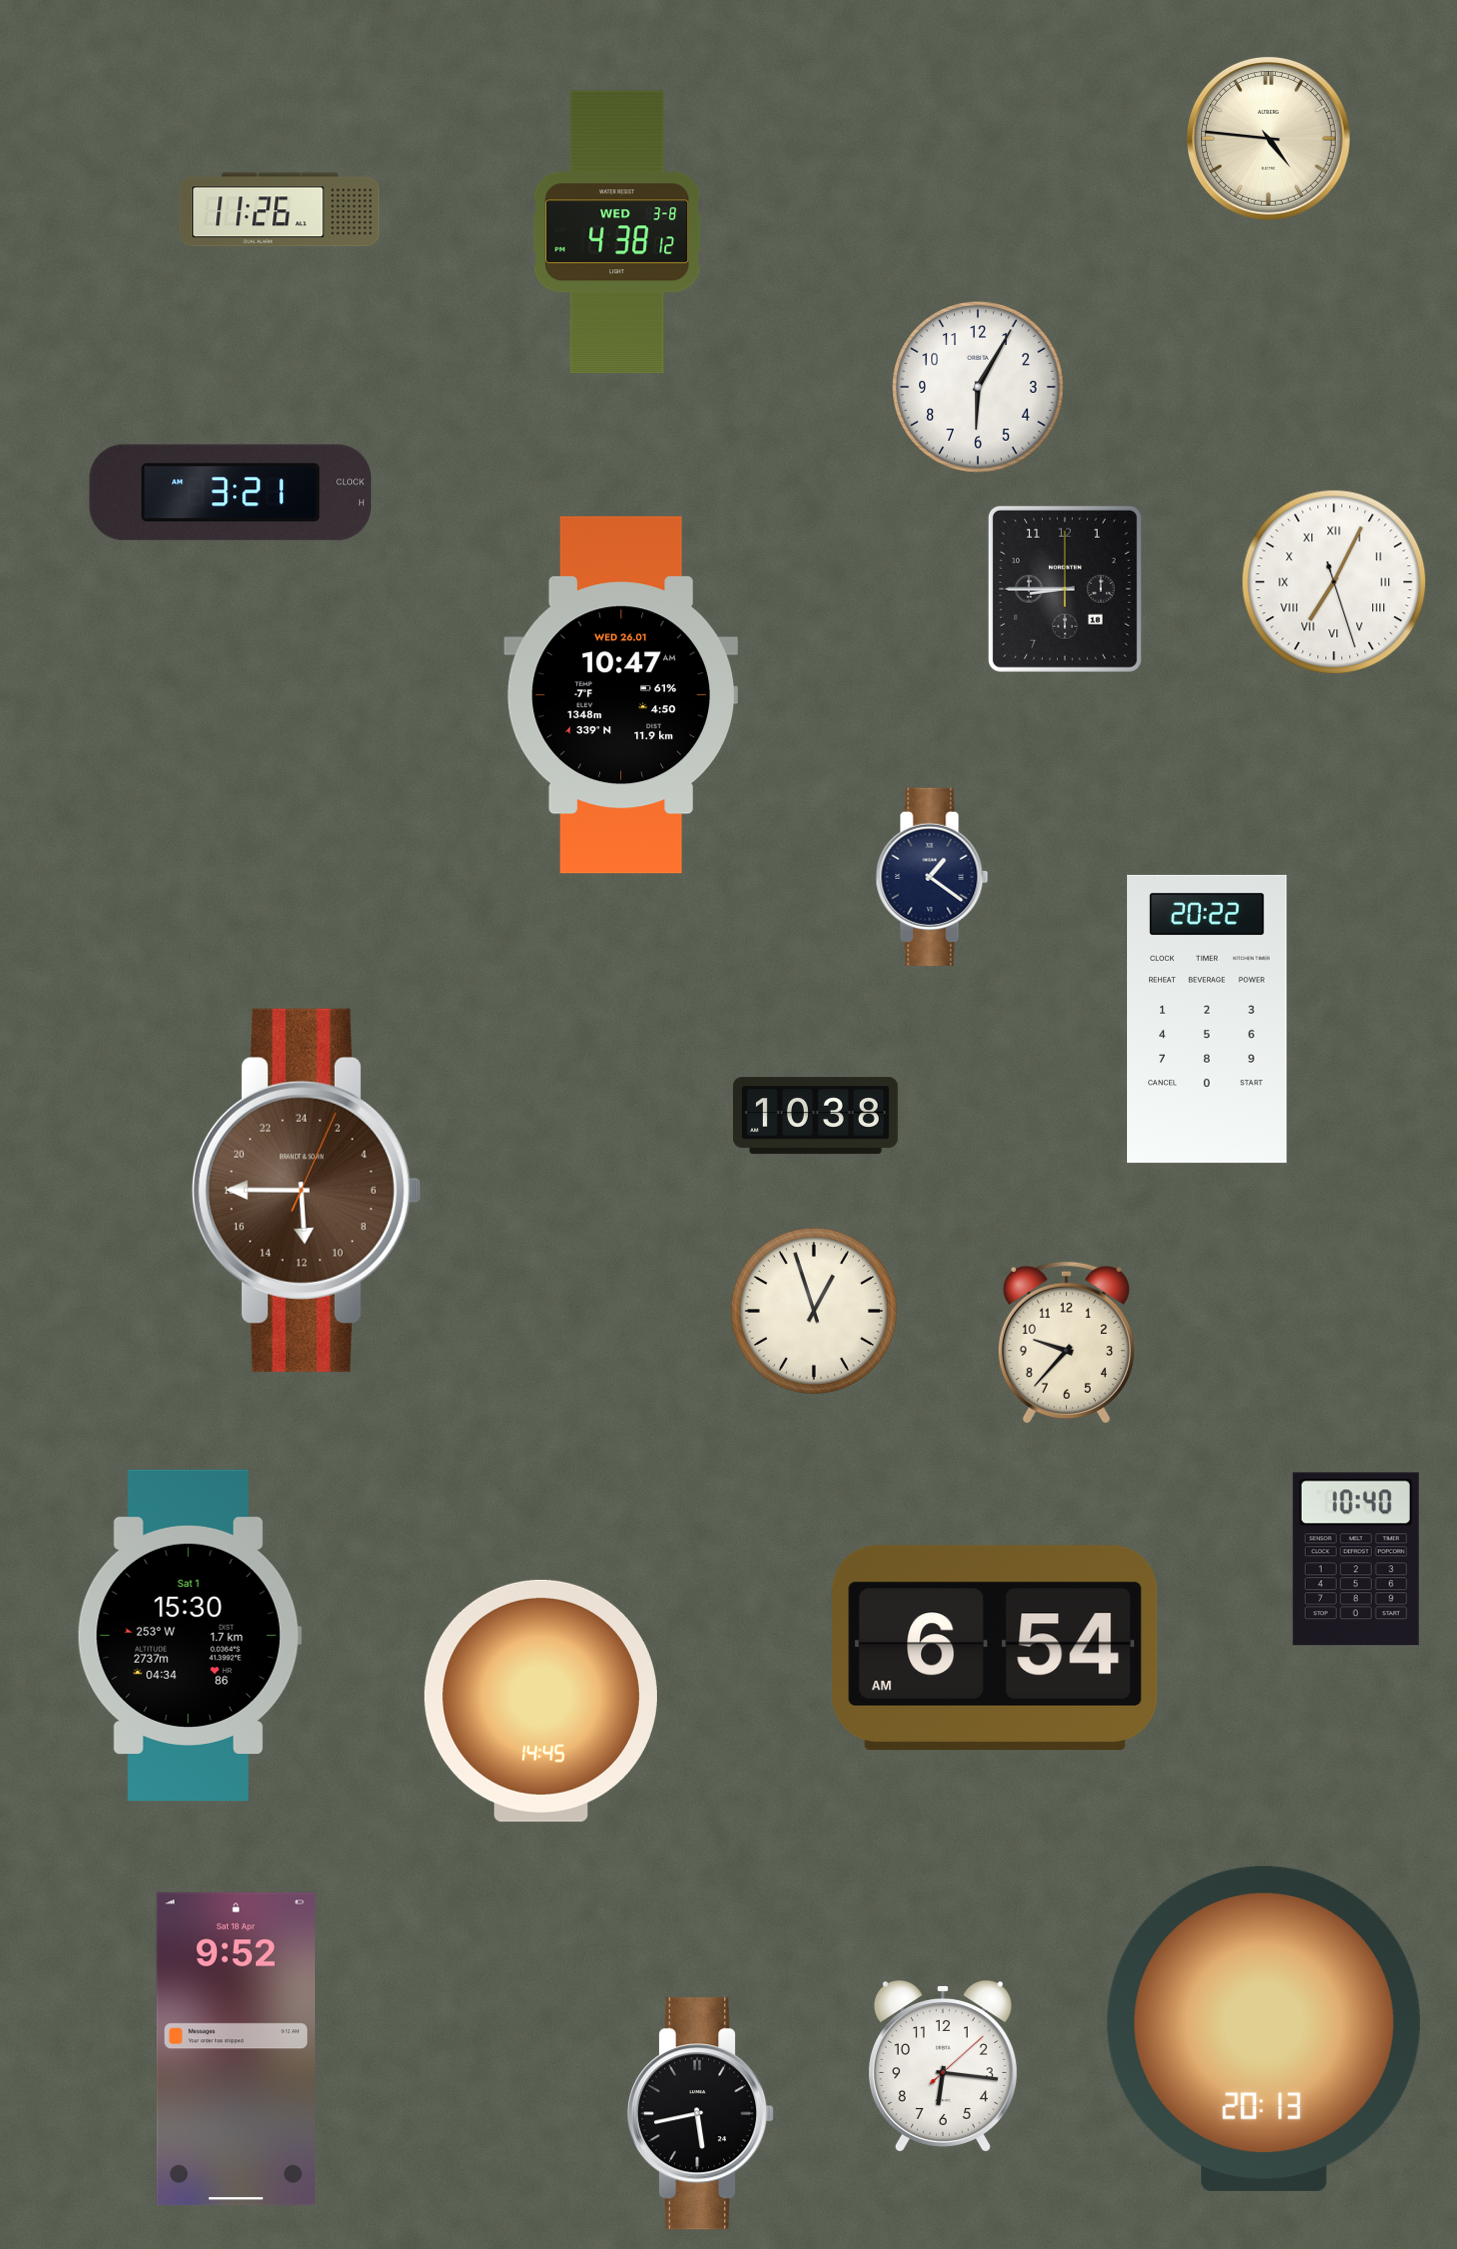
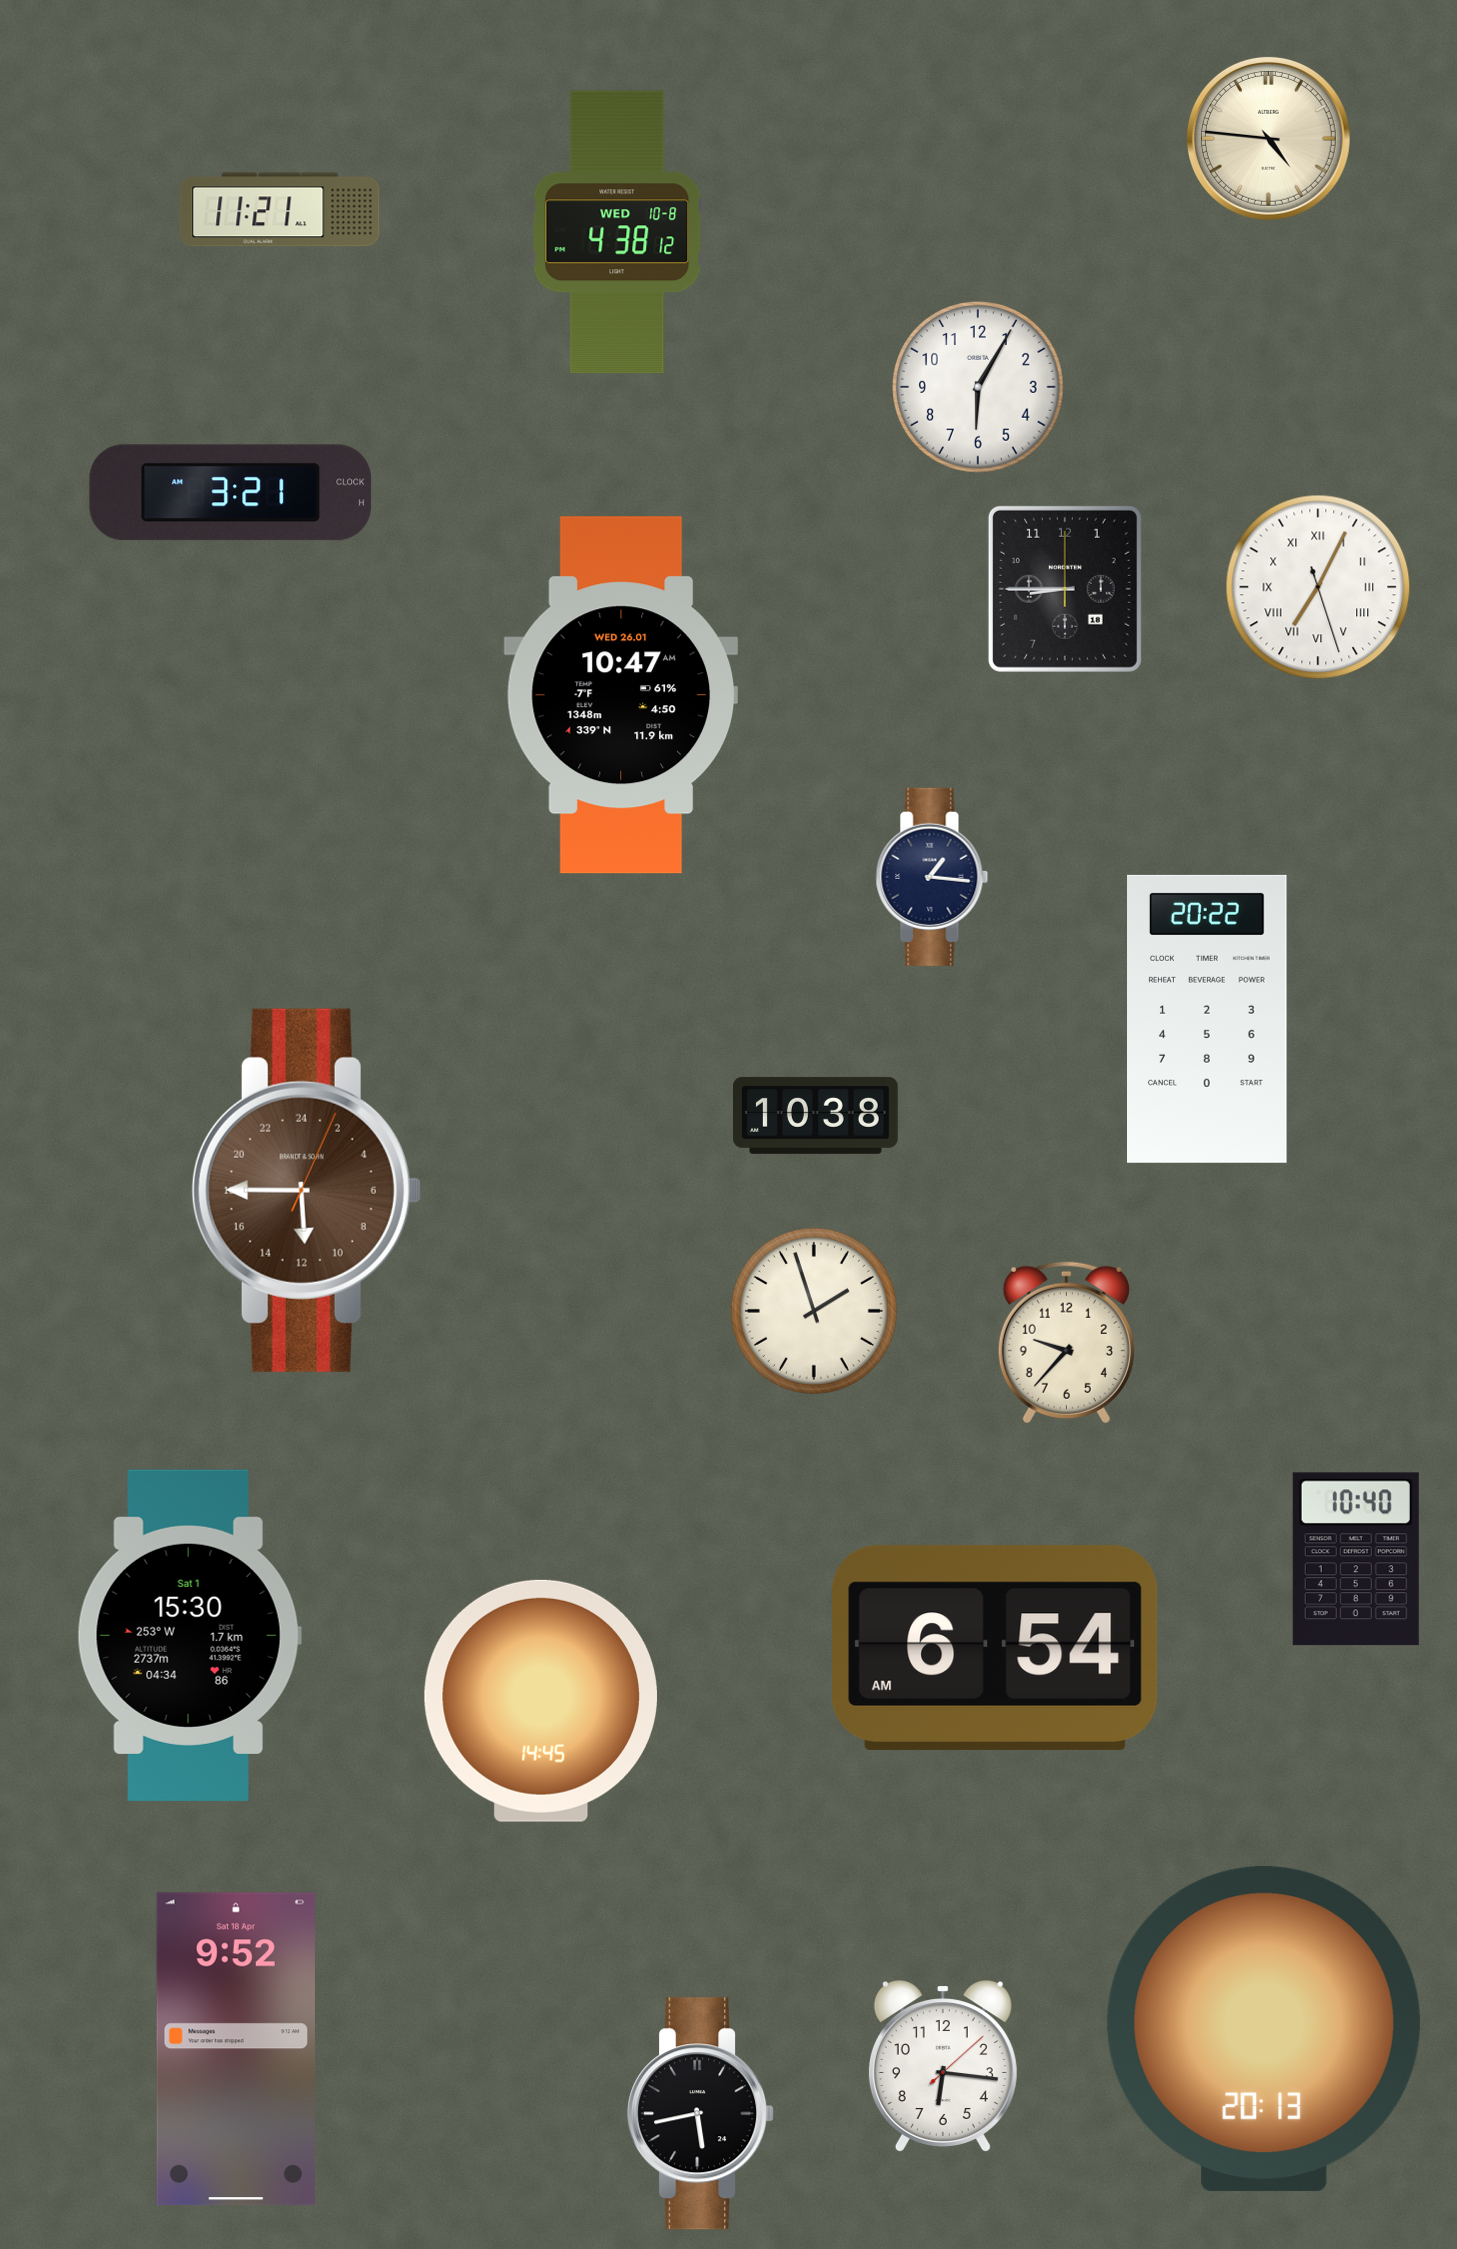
clock at (280, 210): 11:26 -> 11:21
clock at (617, 232) date: WED 3-8 -> WED 10-8
clock at (1334, 582) position: (1334, 582) -> (1318, 587)
clock at (932, 877): 1:21 -> 1:16
clock at (814, 1311): 12:57 -> 1:57
